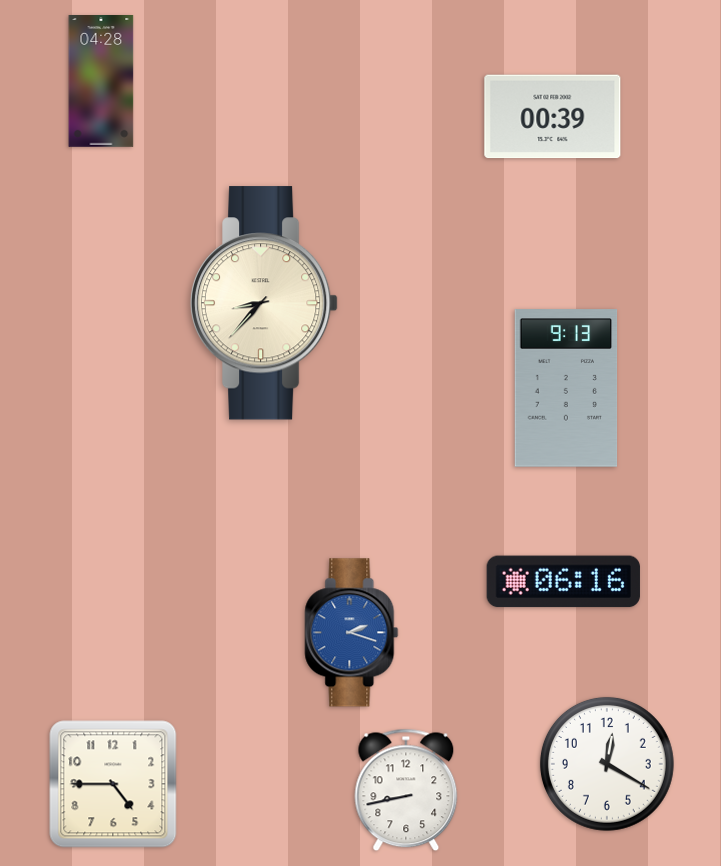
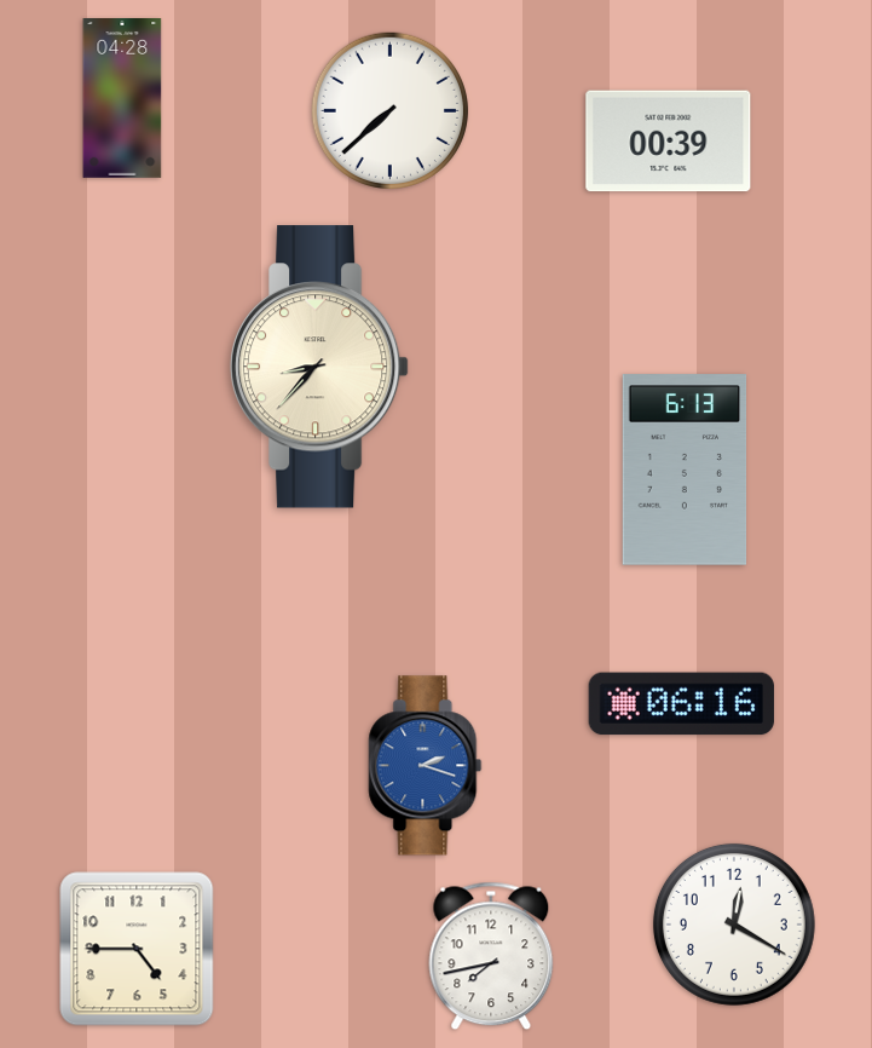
clock at (389, 110): none -> 7:38
clock at (566, 388): 9:13 -> 6:13
clock at (406, 790): 8:43 -> 7:43
